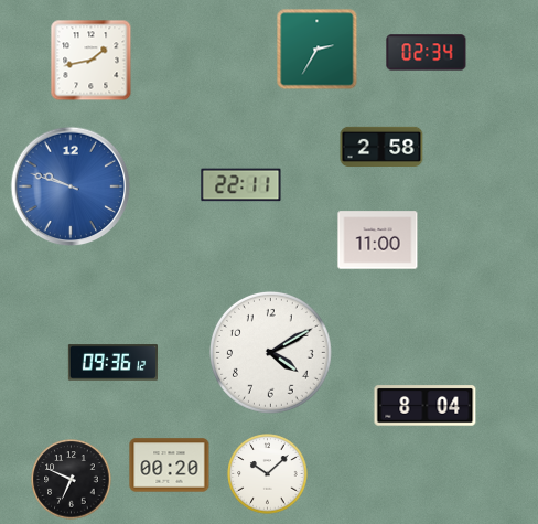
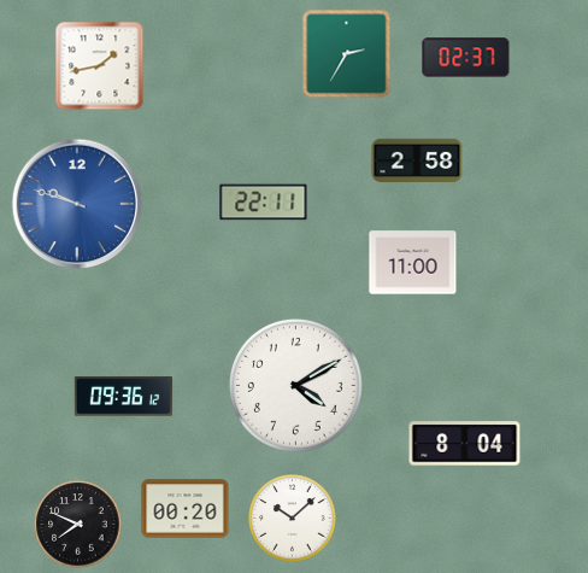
clock at (427, 53): 02:34 -> 02:37
clock at (72, 480): 6:49 -> 7:49
